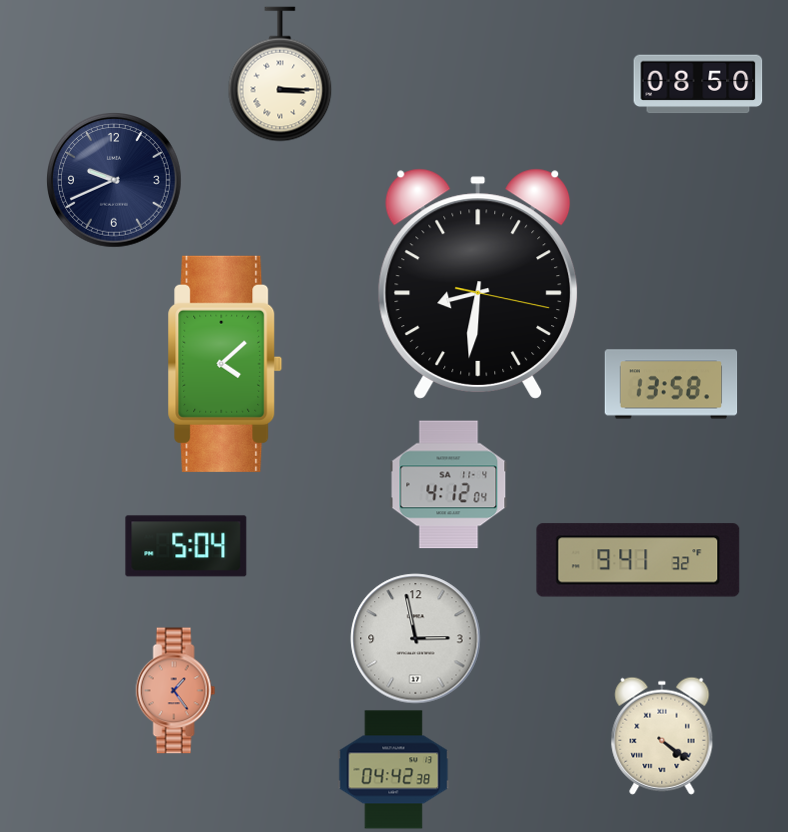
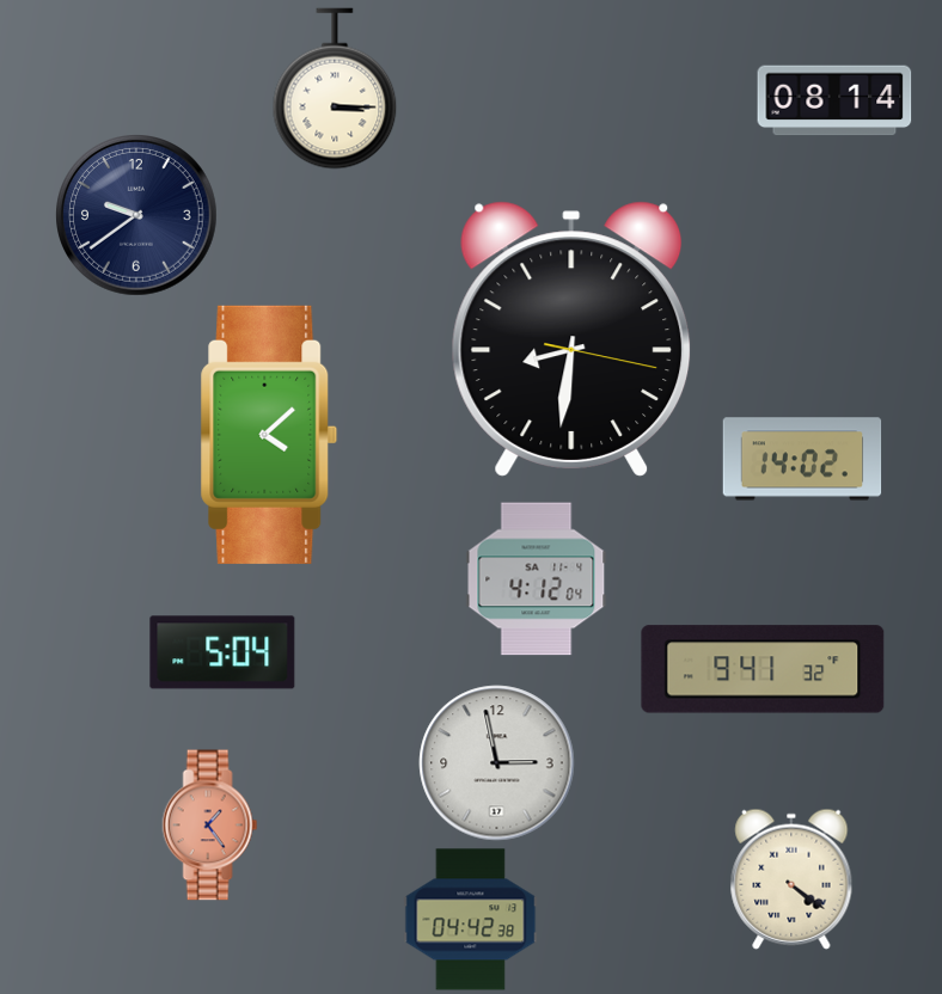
clock at (698, 84): 08:50 -> 08:14
clock at (114, 180): 9:41 -> 9:39
clock at (671, 384): 13:58 -> 14:02
